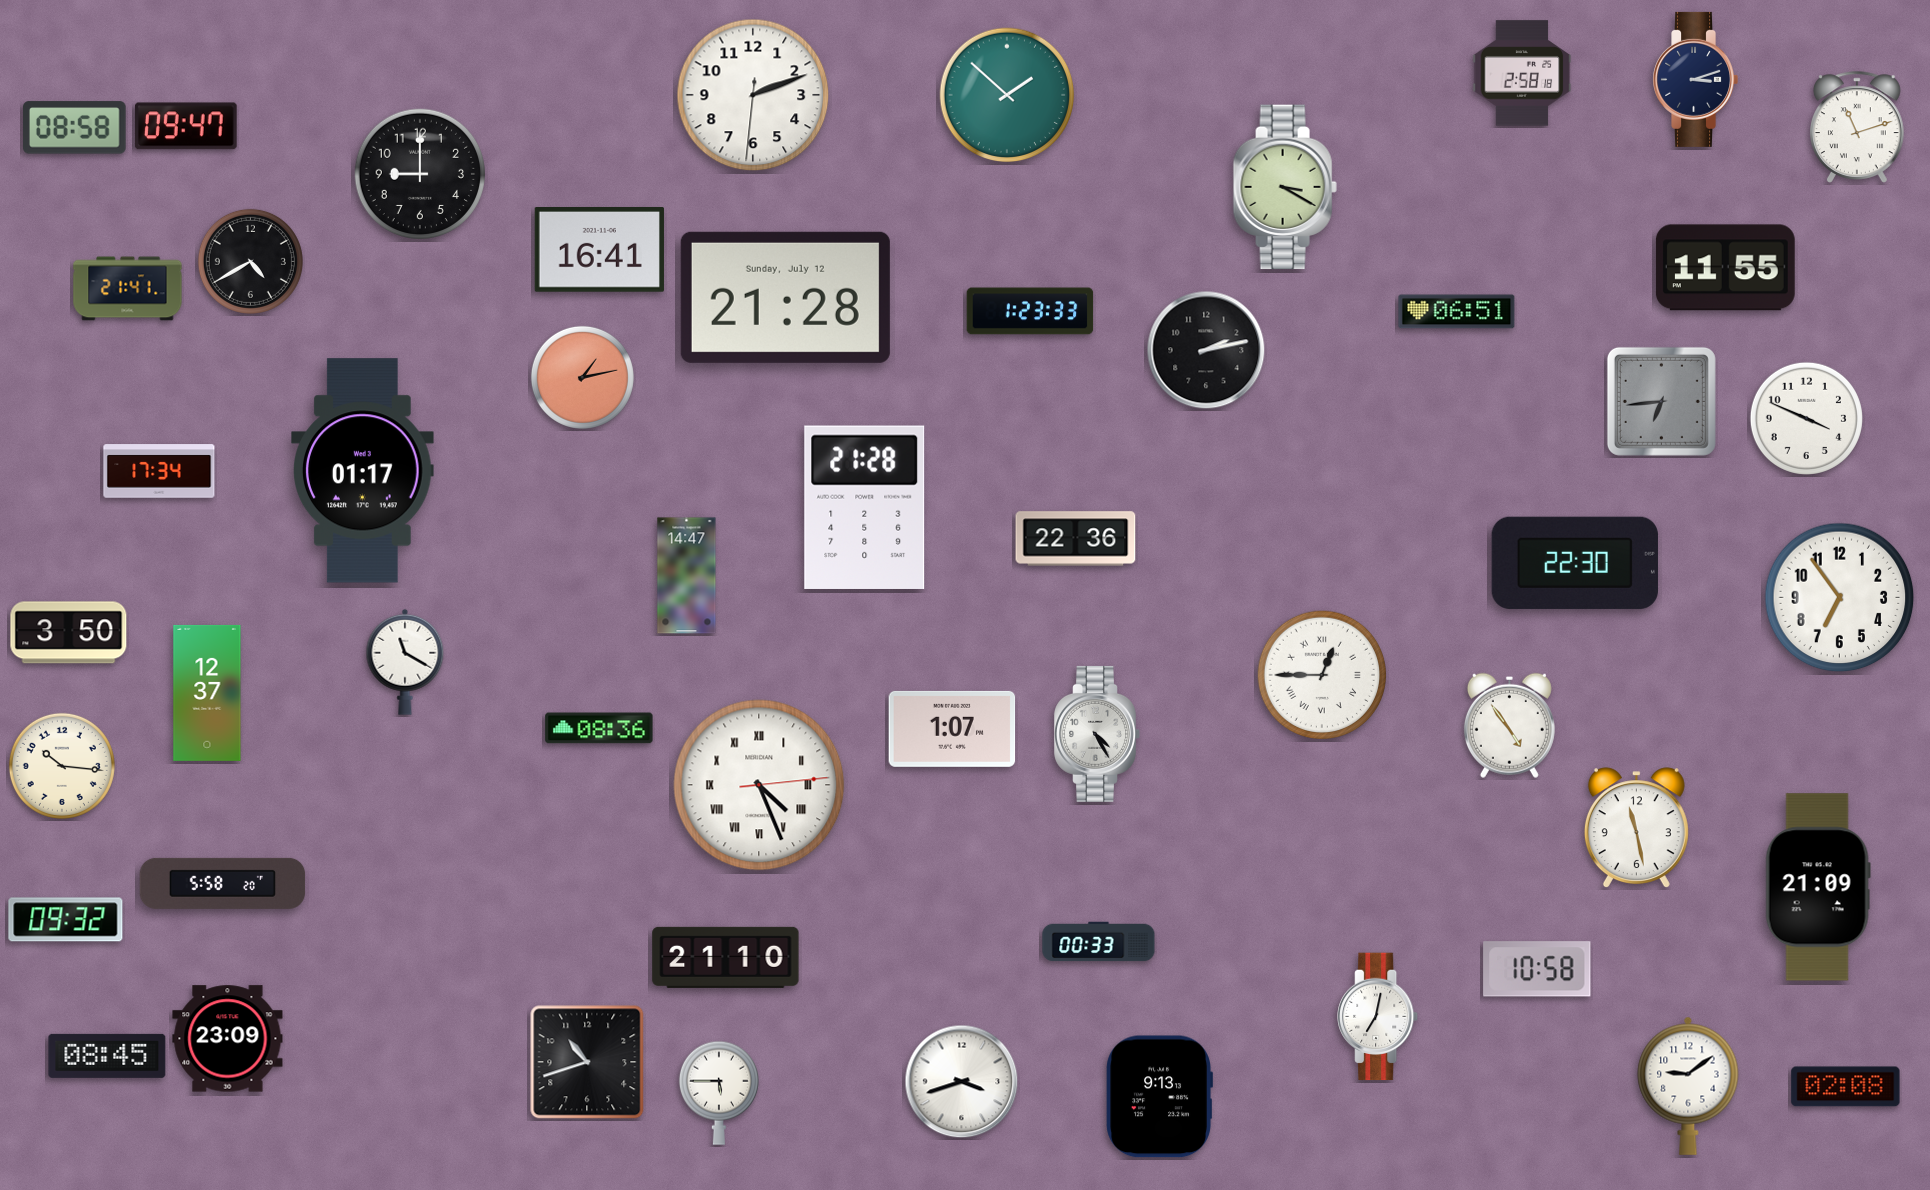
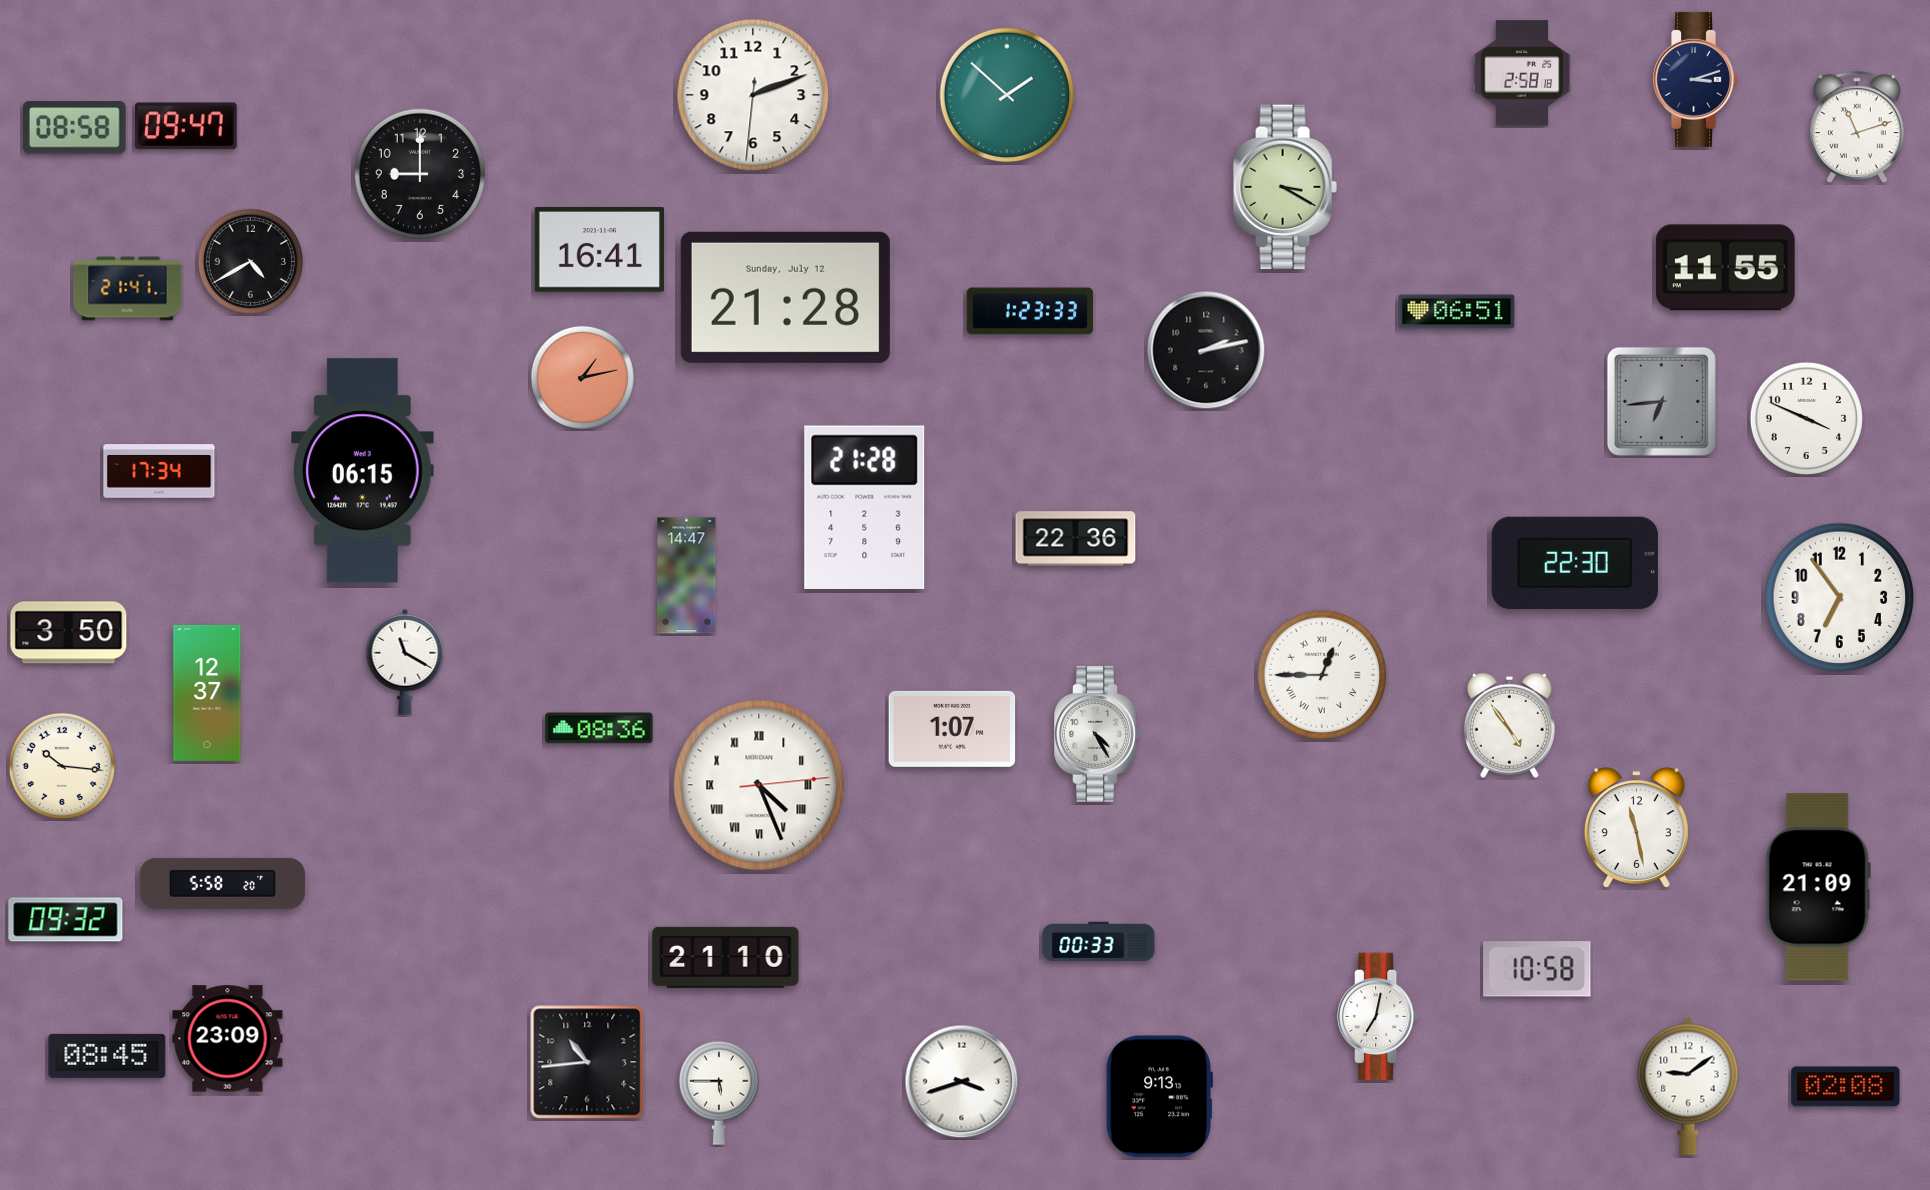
clock at (363, 471): 01:17 -> 06:15
clock at (587, 1062): 10:42 -> 10:44
